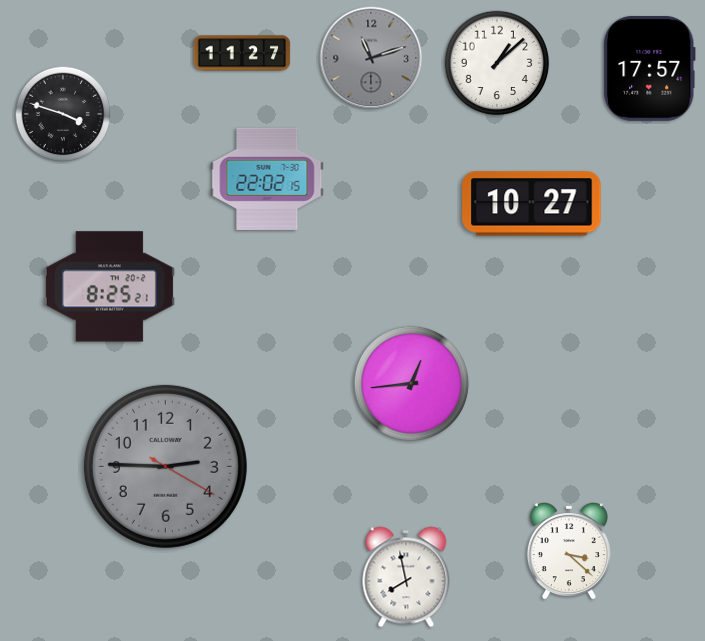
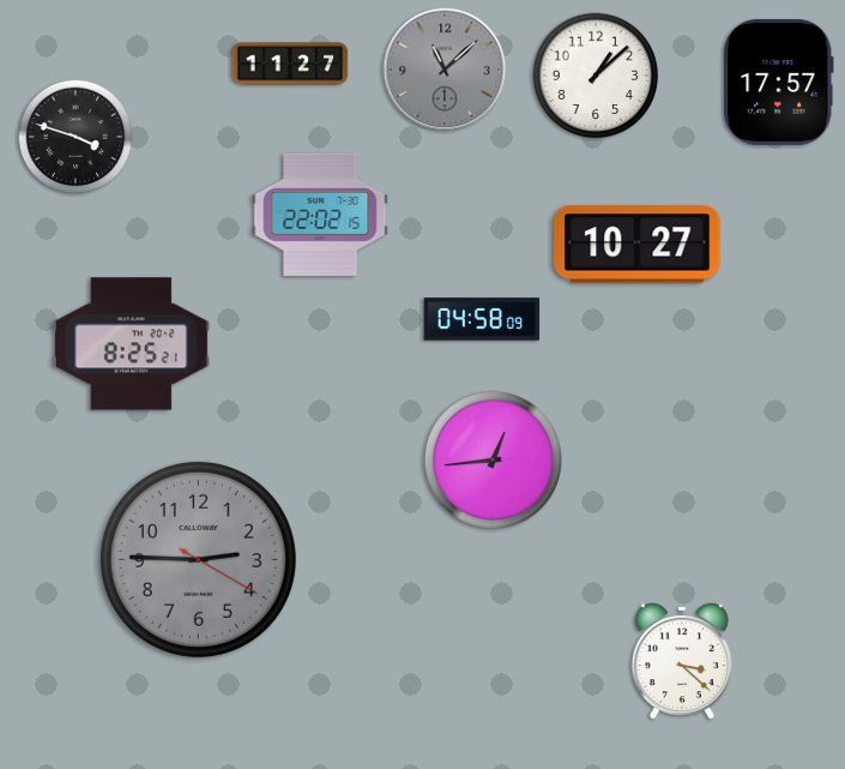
clock at (371, 58): 11:12 -> 11:08
clock at (482, 319): none -> 04:58
clock at (406, 577): 7:58 -> none
